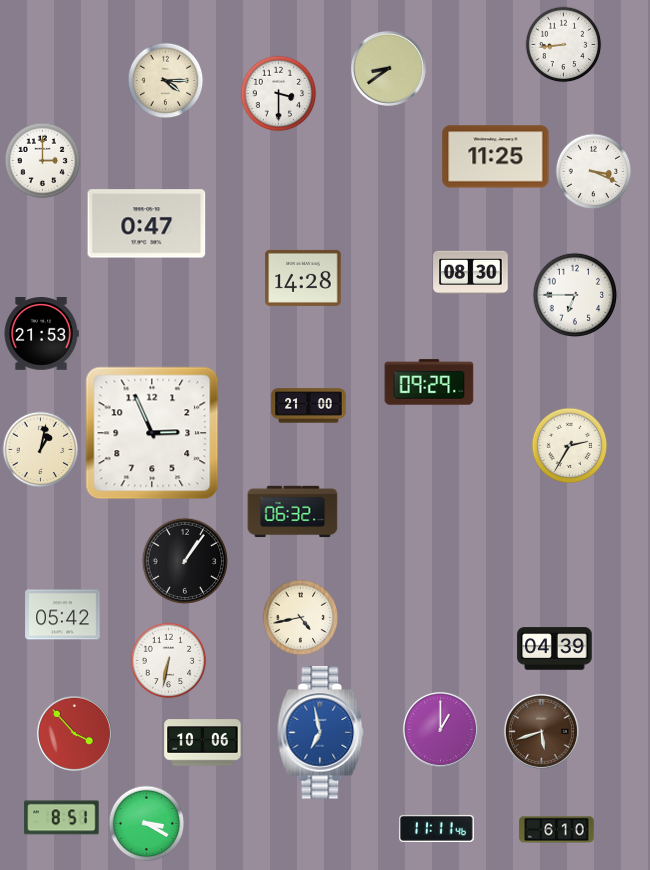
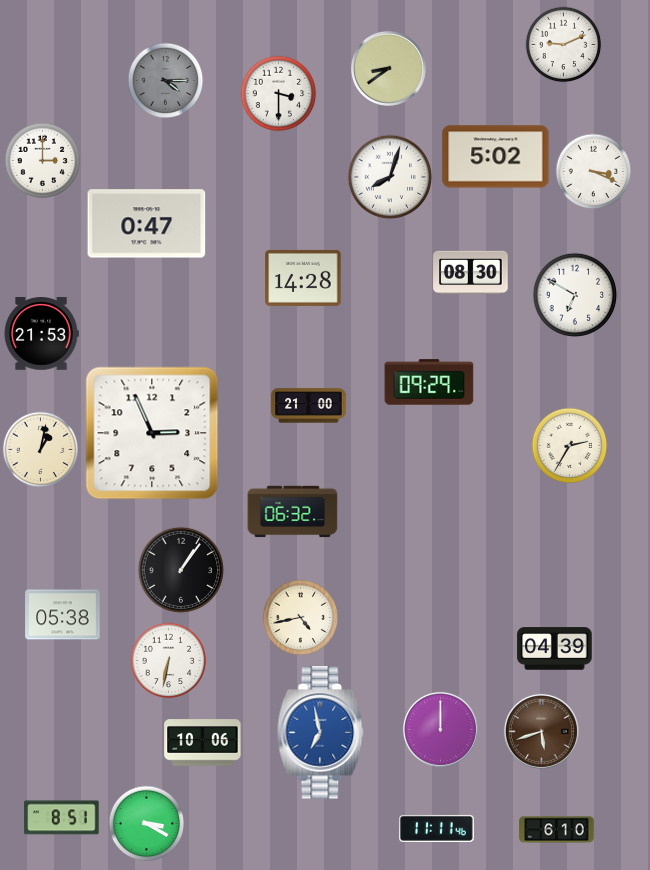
clock at (564, 45): 8:44 -> 9:11
clock at (166, 81) dial: cream -> grey
clock at (496, 157): 11:25 -> 5:02
clock at (390, 177): none -> 8:03
clock at (575, 295): 6:45 -> 6:50
clock at (185, 561) position: (185, 561) -> (181, 570)
clock at (63, 615): 05:42 -> 05:38
clock at (440, 729): 1:00 -> 12:00
clock at (74, 733): 3:53 -> none
